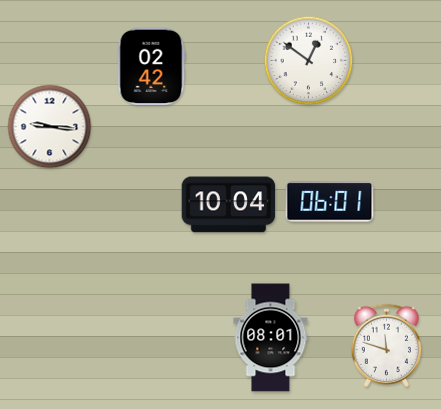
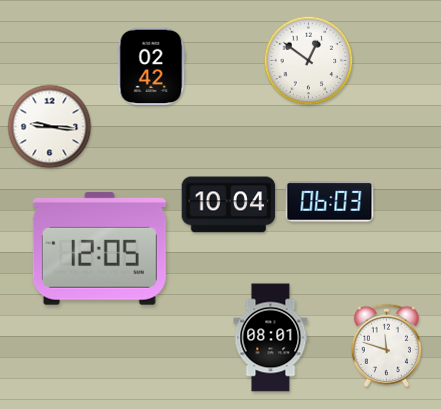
clock at (330, 202): 06:01 -> 06:03
clock at (99, 249): none -> 12:05
